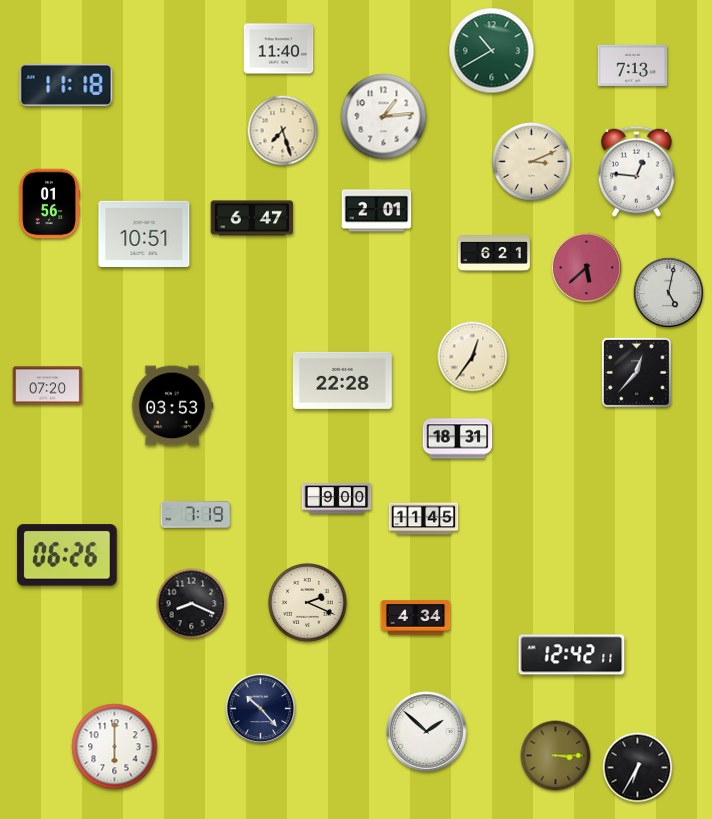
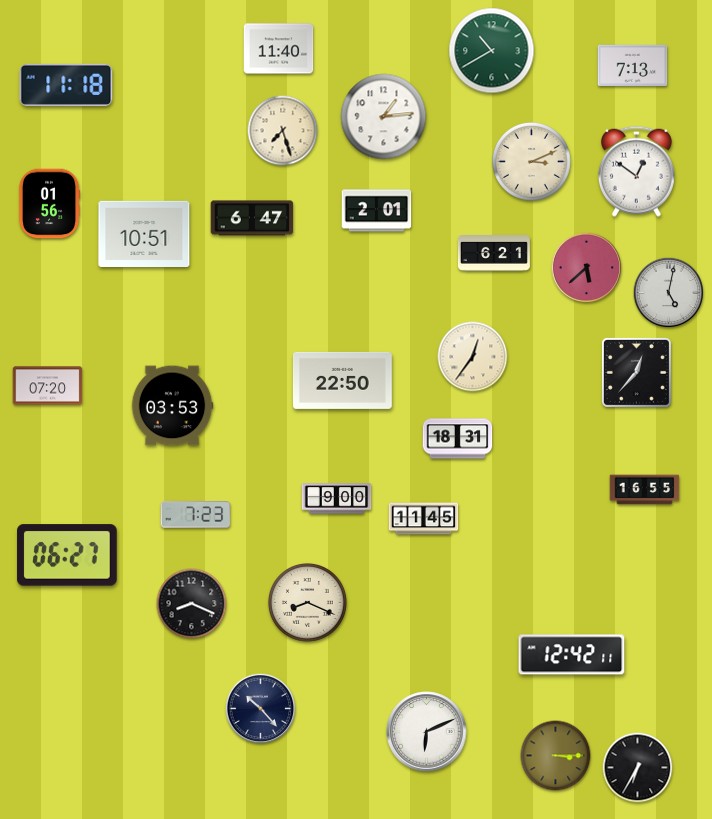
clock at (636, 171): 12:46 -> 12:51
clock at (342, 380): 22:28 -> 22:50
clock at (645, 490): none -> 16:55
clock at (196, 515): 7:19 -> 7:23
clock at (67, 555): 06:26 -> 06:27
clock at (307, 602): 2:19 -> 8:19
clock at (416, 618): 4:34 -> none
clock at (427, 732): 1:52 -> 6:11
clock at (115, 747): 6:00 -> none
